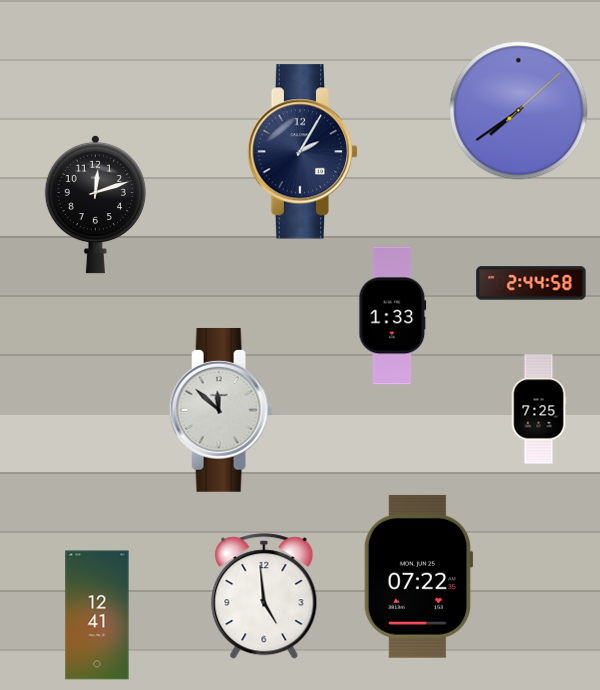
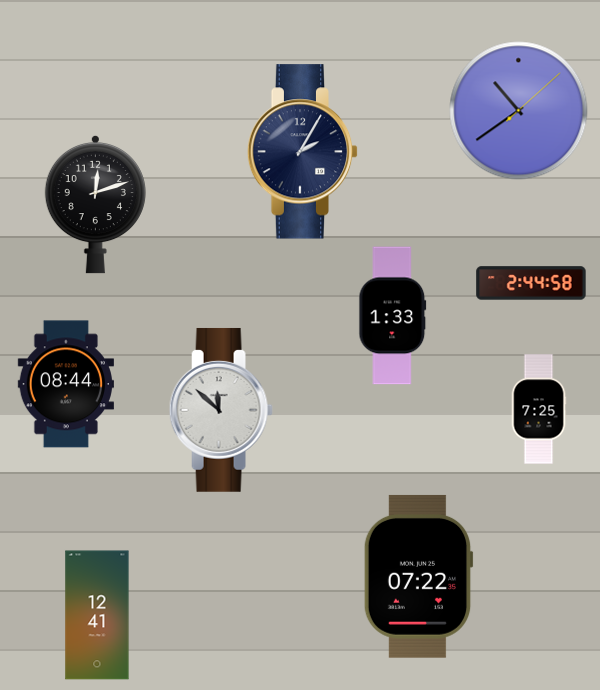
clock at (519, 111): 7:39 -> 10:39
clock at (66, 384): none -> 08:44
clock at (264, 596): 4:59 -> none
